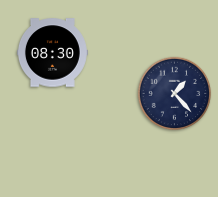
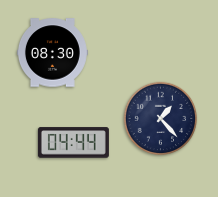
clock at (175, 94) position: (175, 94) -> (161, 119)
clock at (73, 143): none -> 04:44
